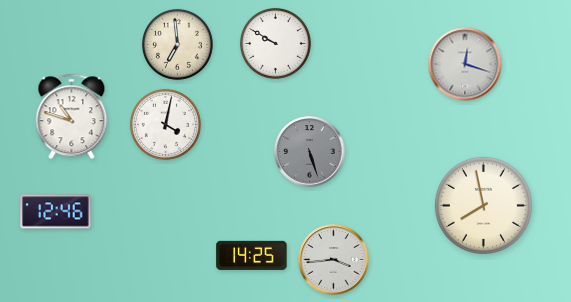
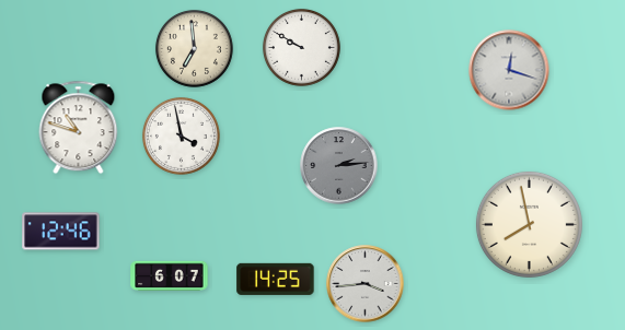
clock at (165, 124): 4:02 -> 3:58
clock at (310, 152): 5:27 -> 2:14
clock at (170, 275): none -> 6:07
